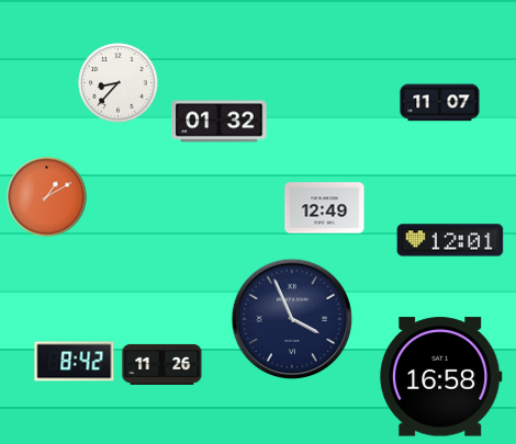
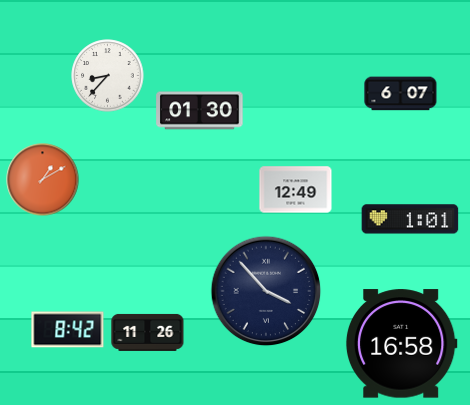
clock at (440, 103): 11:07 -> 6:07
clock at (220, 122): 01:32 -> 01:30
clock at (450, 240): 12:01 -> 1:01
clock at (292, 319): 3:56 -> 3:53
